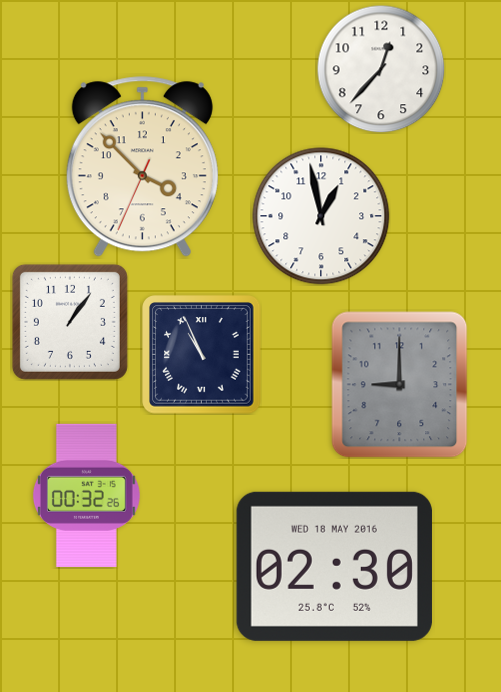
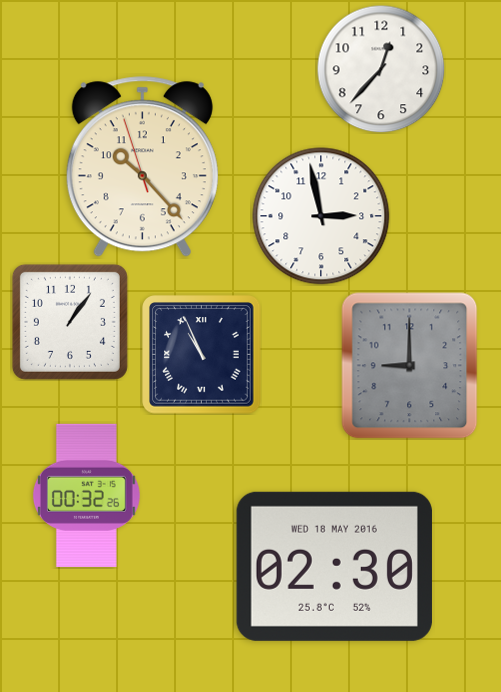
clock at (142, 167): 3:52 -> 10:22
clock at (321, 216): 12:58 -> 2:58
clock at (400, 385) position: (400, 385) -> (410, 366)
